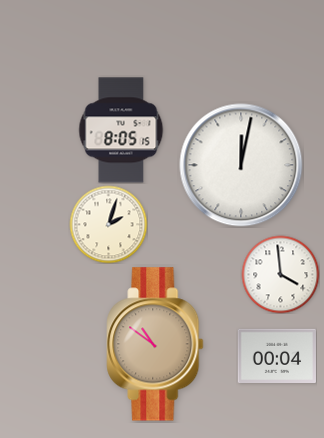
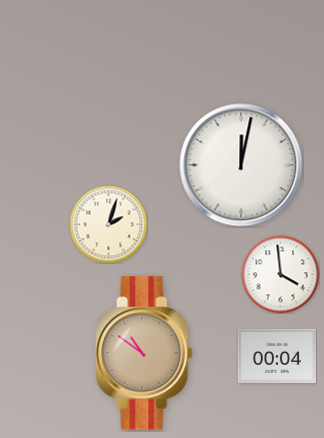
clock at (121, 130): 8:05 -> none
clock at (155, 344) position: (155, 344) -> (144, 353)
